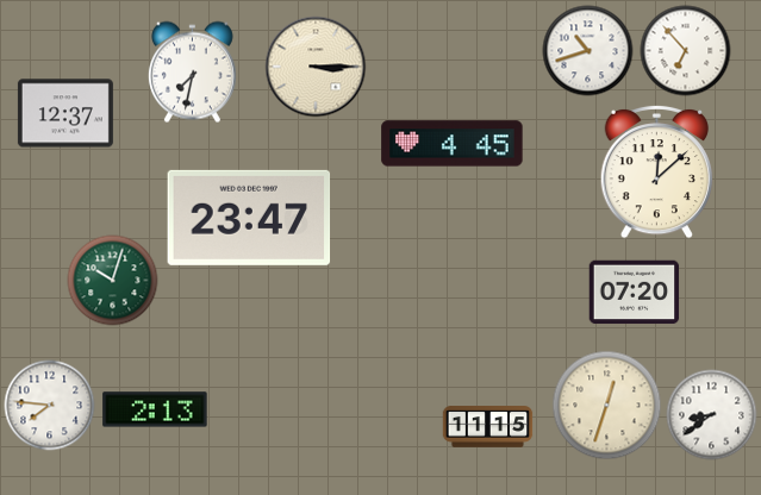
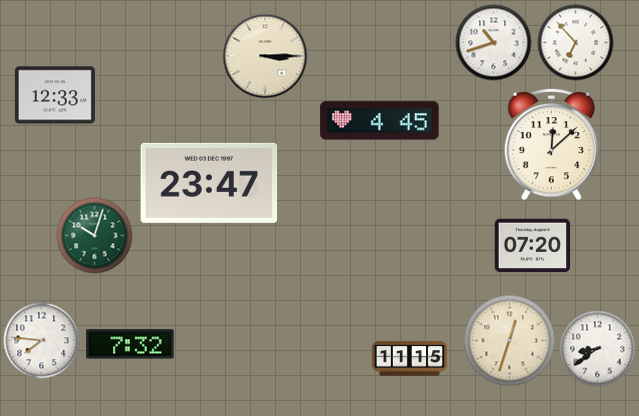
clock at (192, 73): 7:32 -> none
clock at (66, 113): 12:37 -> 12:33
clock at (155, 409): 2:13 -> 7:32
